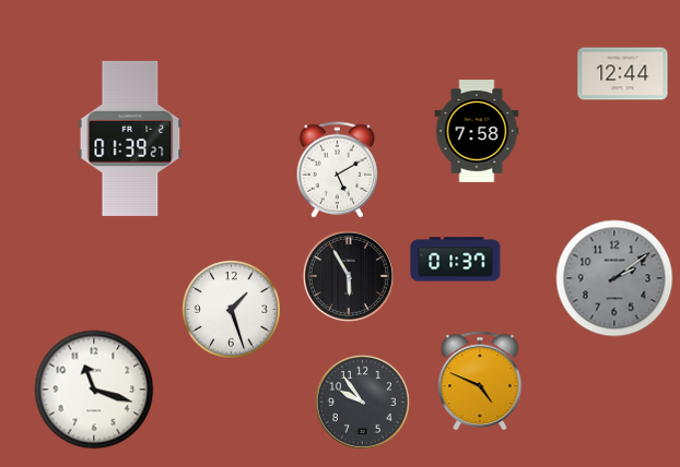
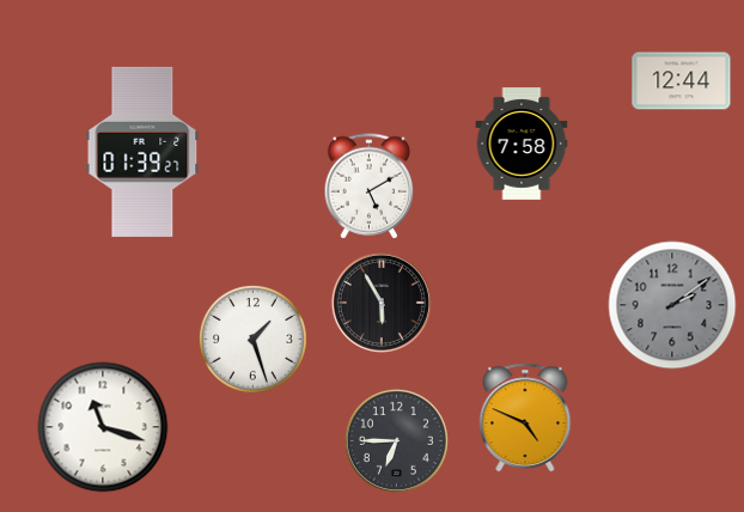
clock at (456, 260): 01:37 -> none
clock at (362, 402): 9:54 -> 6:45
